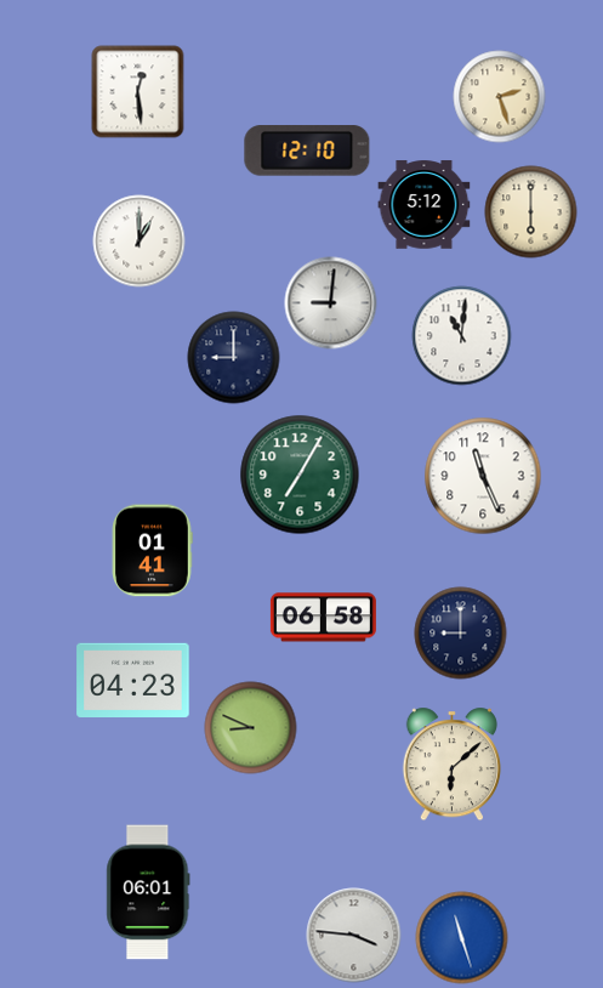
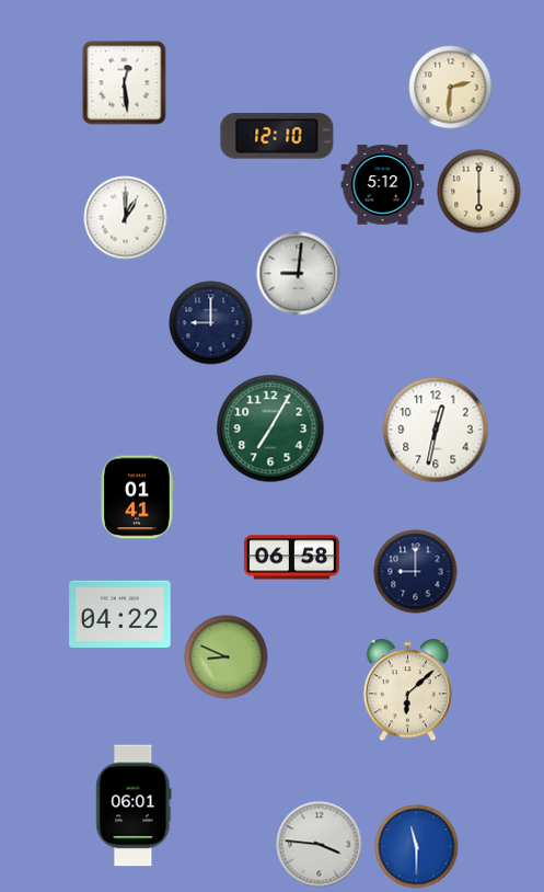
clock at (500, 97): 2:27 -> 2:31
clock at (462, 336): 11:01 -> none
clock at (483, 476): 11:26 -> 12:32
clock at (133, 681): 04:23 -> 04:22
clock at (462, 938): 11:27 -> 11:30
